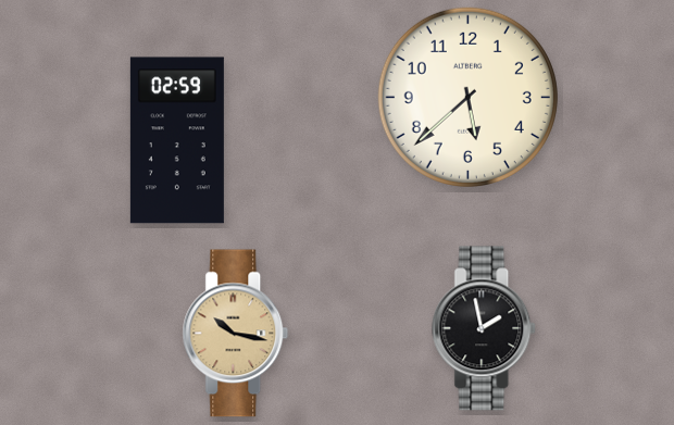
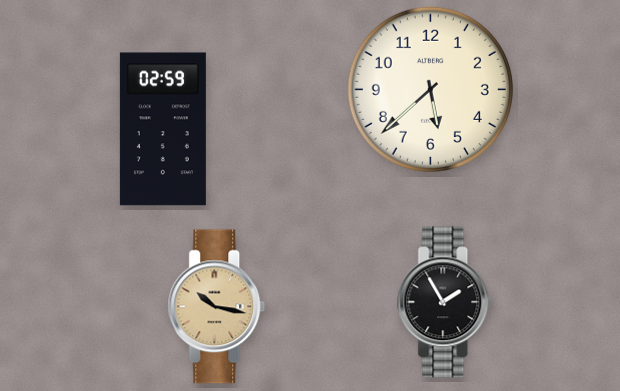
clock at (485, 328): 1:58 -> 1:55
